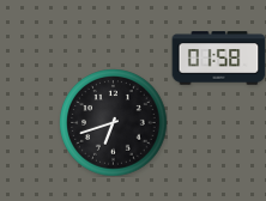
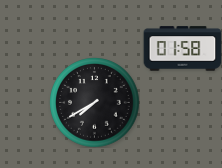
clock at (113, 122): 6:42 -> 7:40
